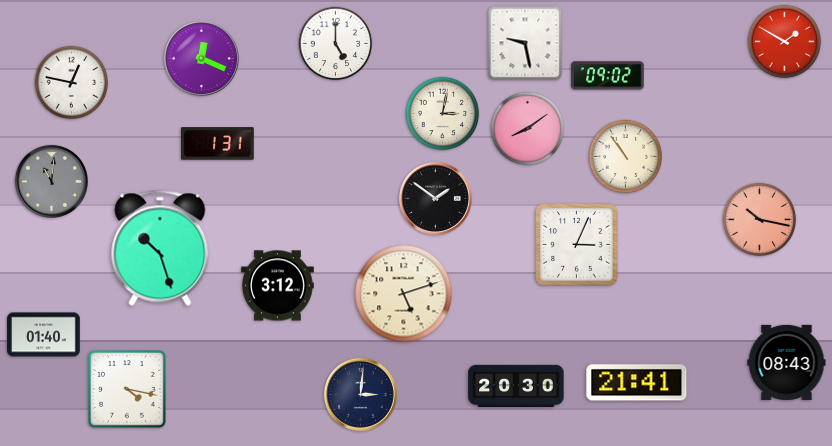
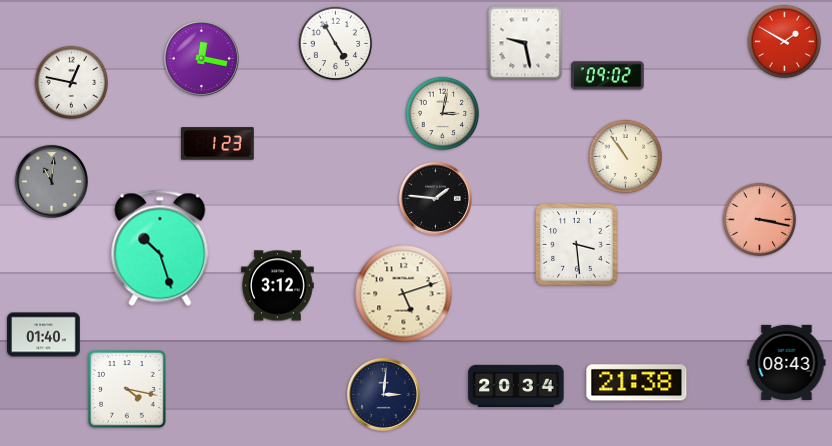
clock at (336, 44): 5:00 -> 4:55
clock at (201, 58): 12:19 -> 12:17
clock at (528, 129): 8:09 -> none
clock at (218, 144): 1:31 -> 1:23
clock at (435, 198): 1:51 -> 1:46
clock at (760, 220): 10:17 -> 3:17
clock at (577, 245): 3:04 -> 3:29
clock at (637, 383): 21:41 -> 21:38
clock at (516, 385): 20:30 -> 20:34
clock at (360, 394) position: (360, 394) -> (383, 394)
